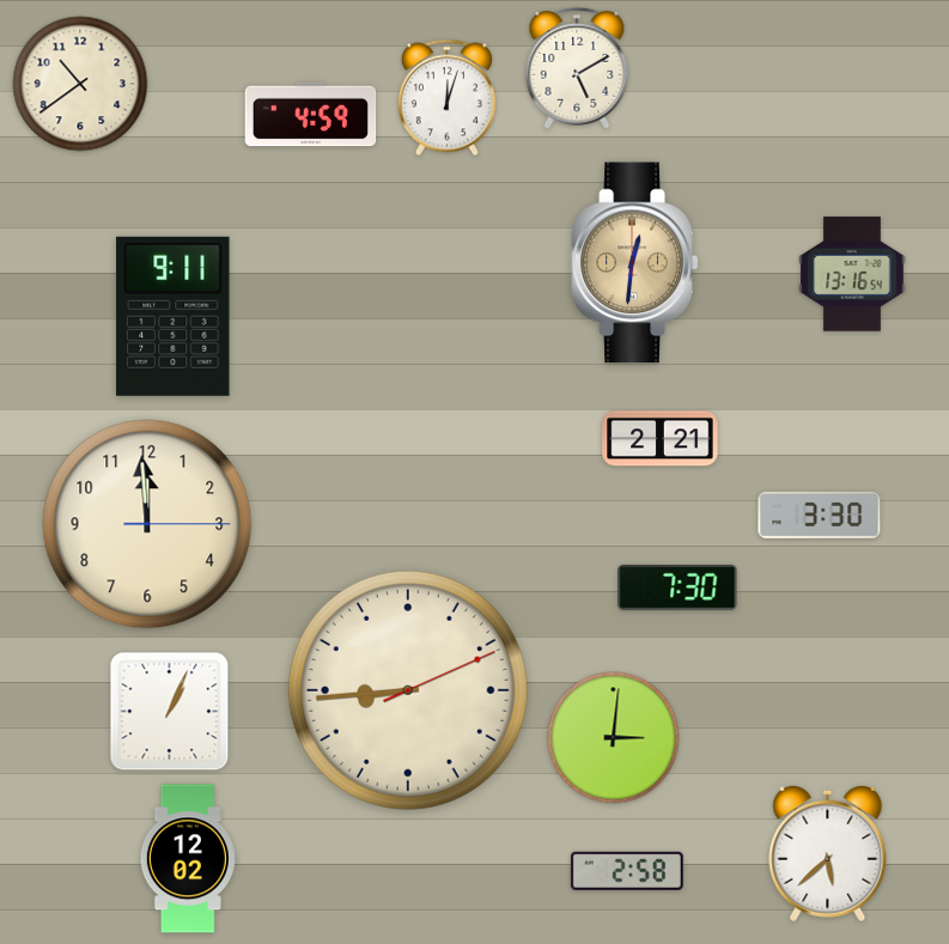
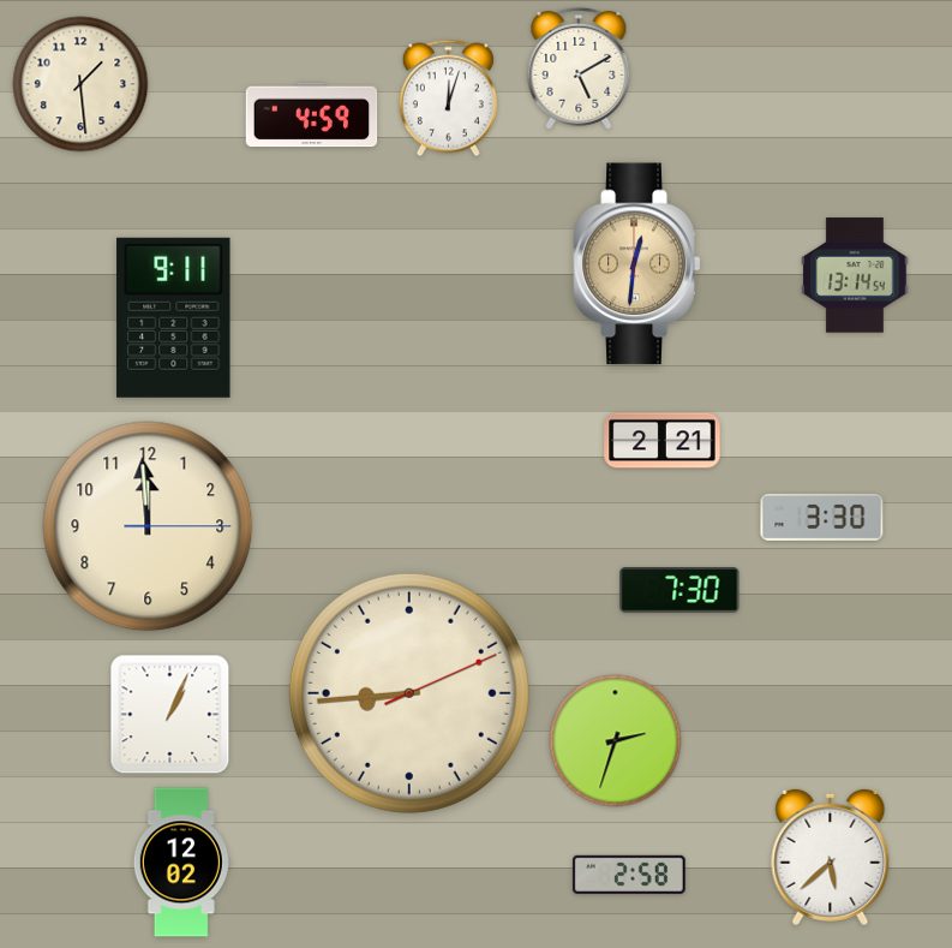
clock at (80, 84): 10:39 -> 1:29
clock at (852, 274): 13:16 -> 13:14
clock at (614, 738): 3:01 -> 2:33
clock at (188, 859) position: (188, 859) -> (181, 863)
